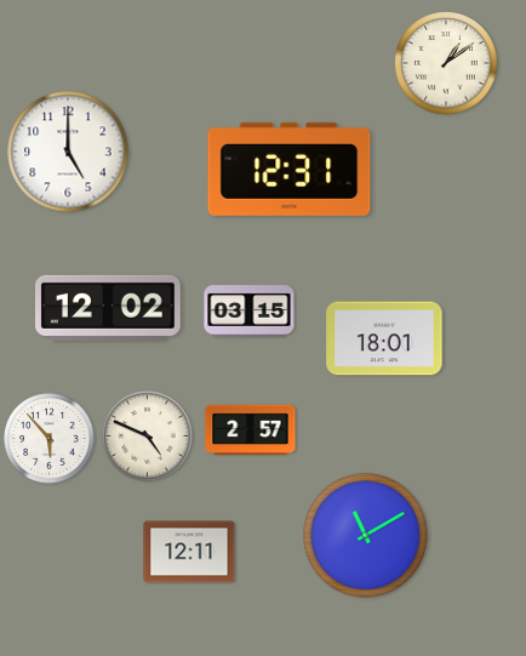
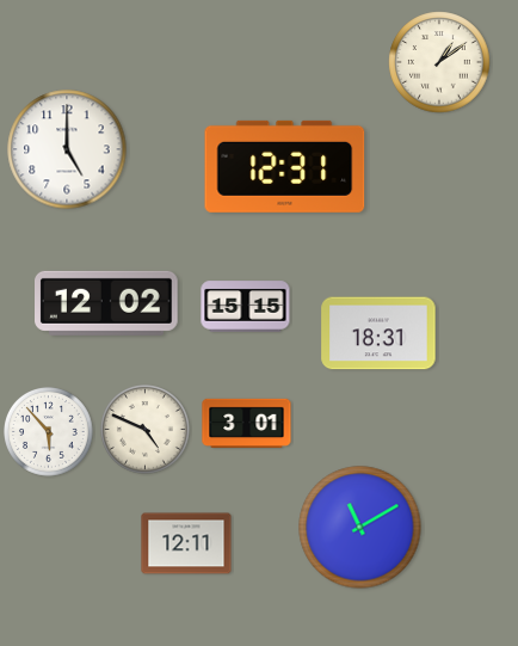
clock at (250, 312): 03:15 -> 15:15
clock at (384, 338): 18:01 -> 18:31
clock at (251, 430): 2:57 -> 3:01
